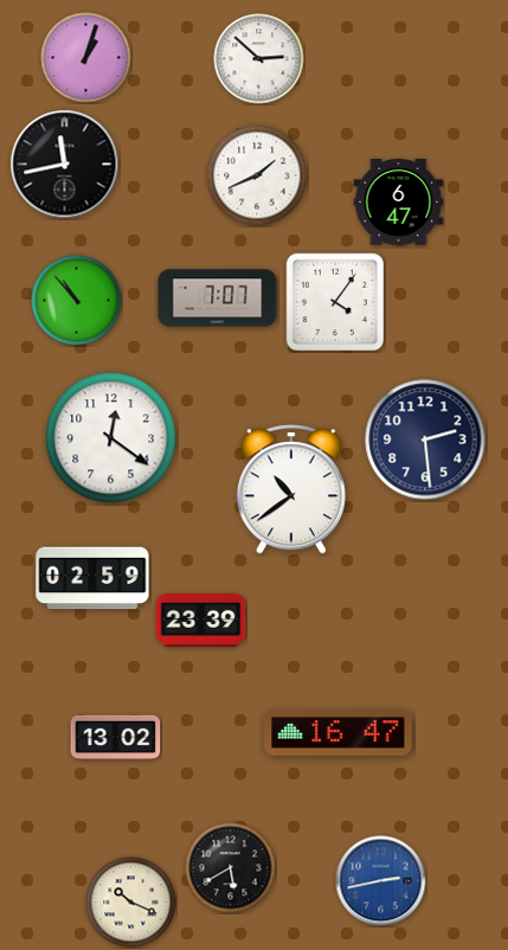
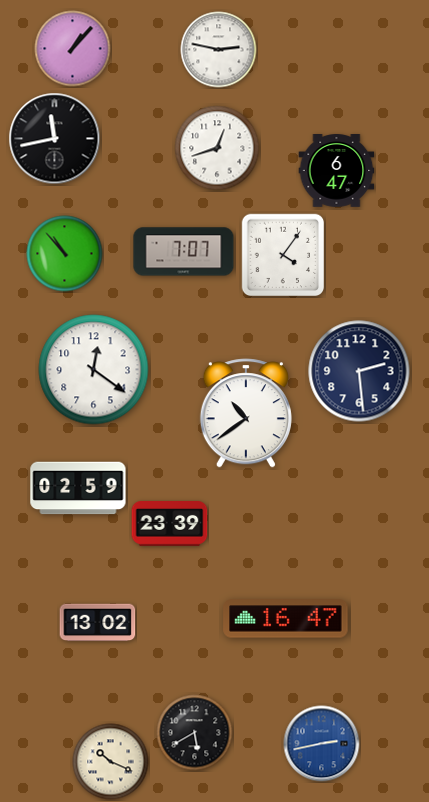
clock at (86, 58): 1:03 -> 1:07
clock at (259, 59): 2:52 -> 2:47
clock at (257, 175): 1:41 -> 12:42
